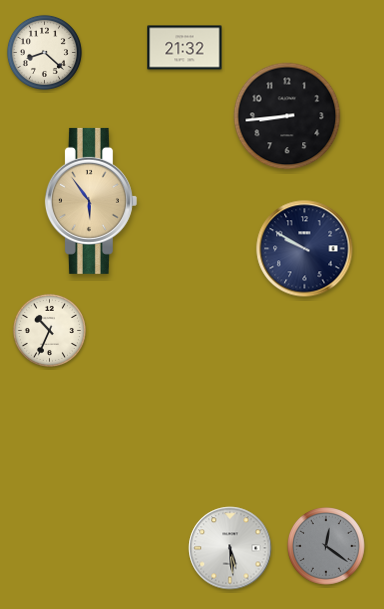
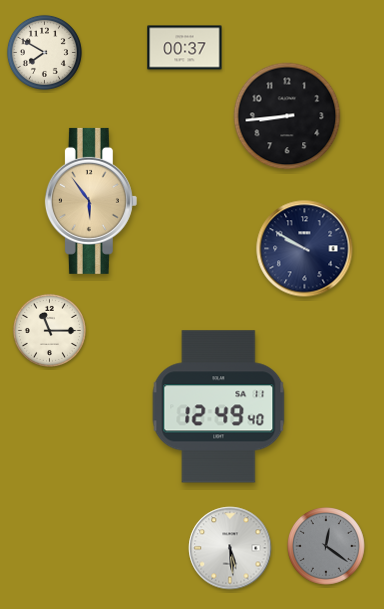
clock at (185, 48): 21:32 -> 00:37
clock at (44, 52): 8:22 -> 7:50
clock at (49, 330): 10:34 -> 11:15
clock at (219, 407): none -> 12:49
